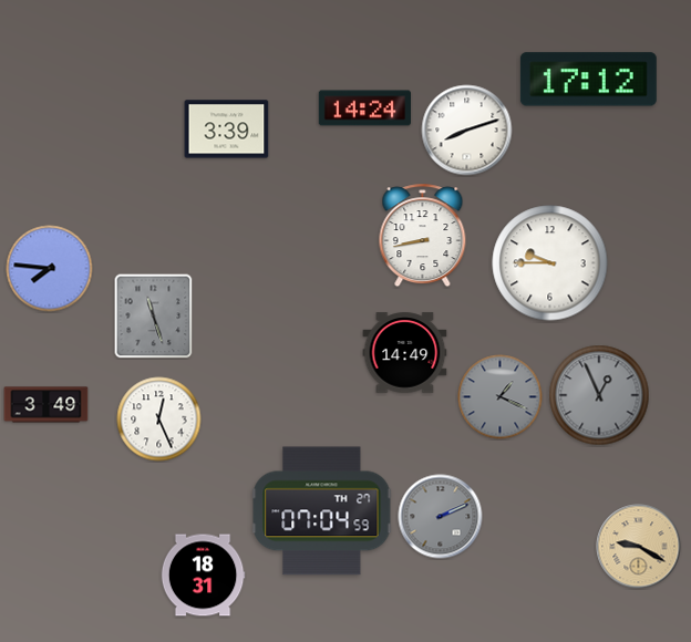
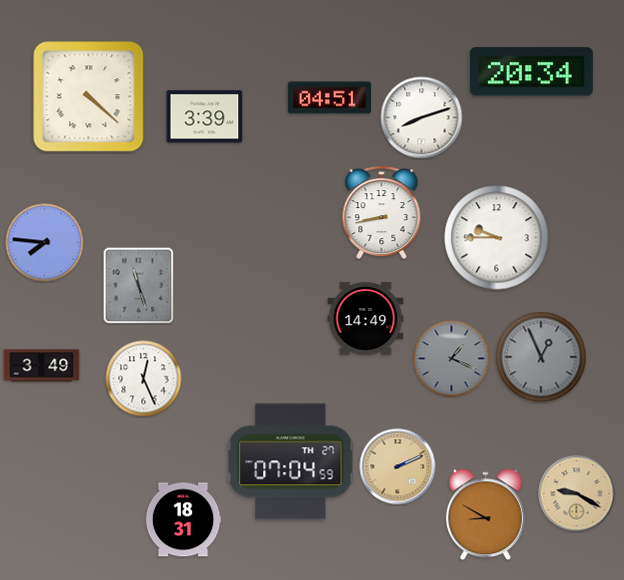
clock at (588, 80): 17:12 -> 20:34
clock at (89, 97): none -> 4:22
clock at (364, 108): 14:24 -> 04:51
clock at (441, 517) dial: grey -> champagne
clock at (485, 515): none -> 8:50
